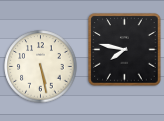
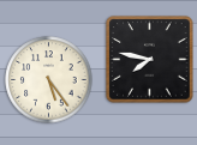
clock at (41, 67): 5:28 -> 5:24
